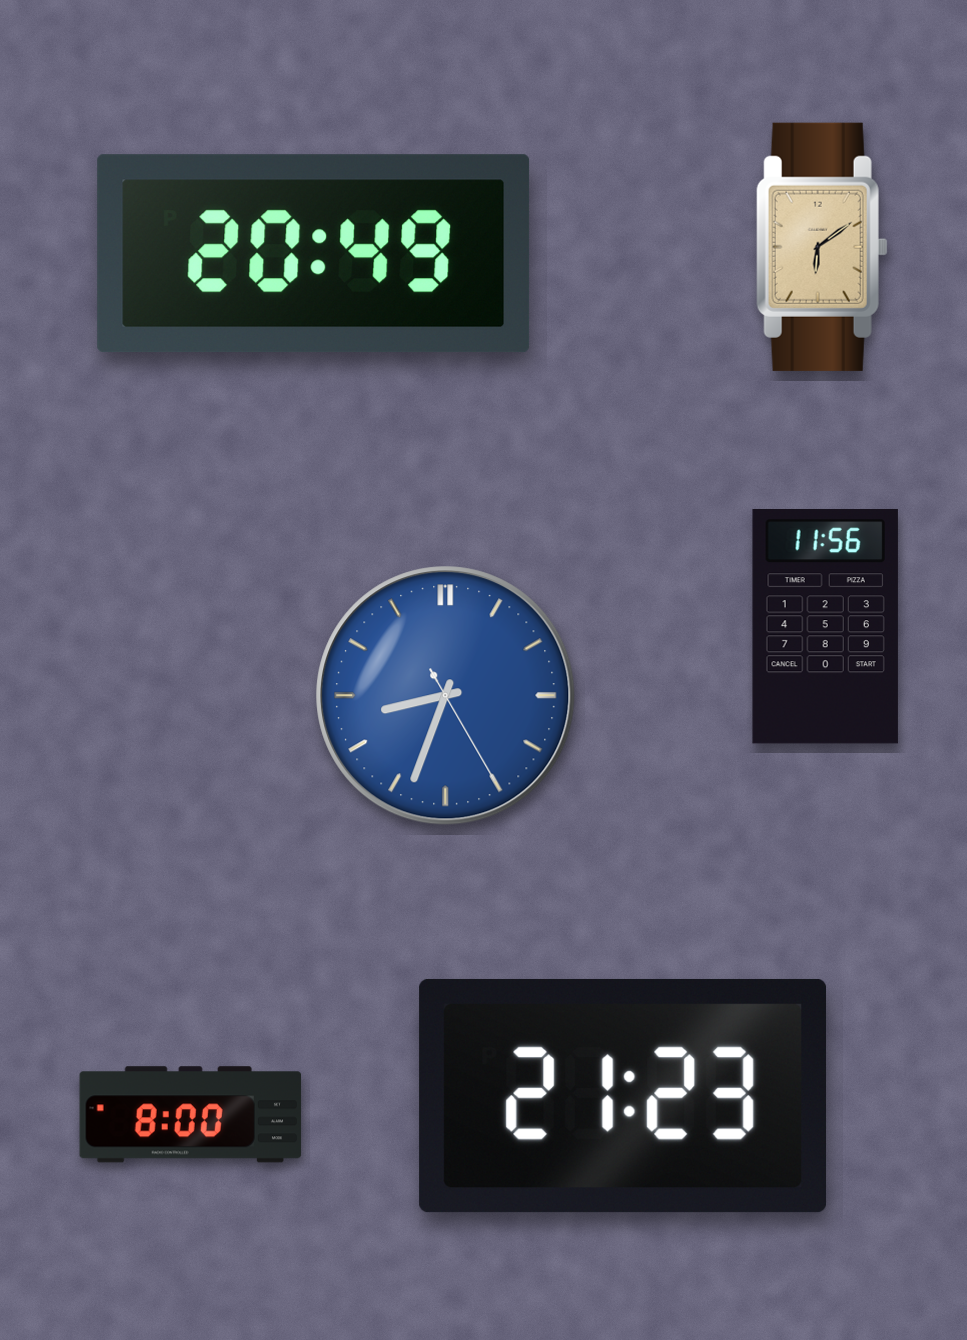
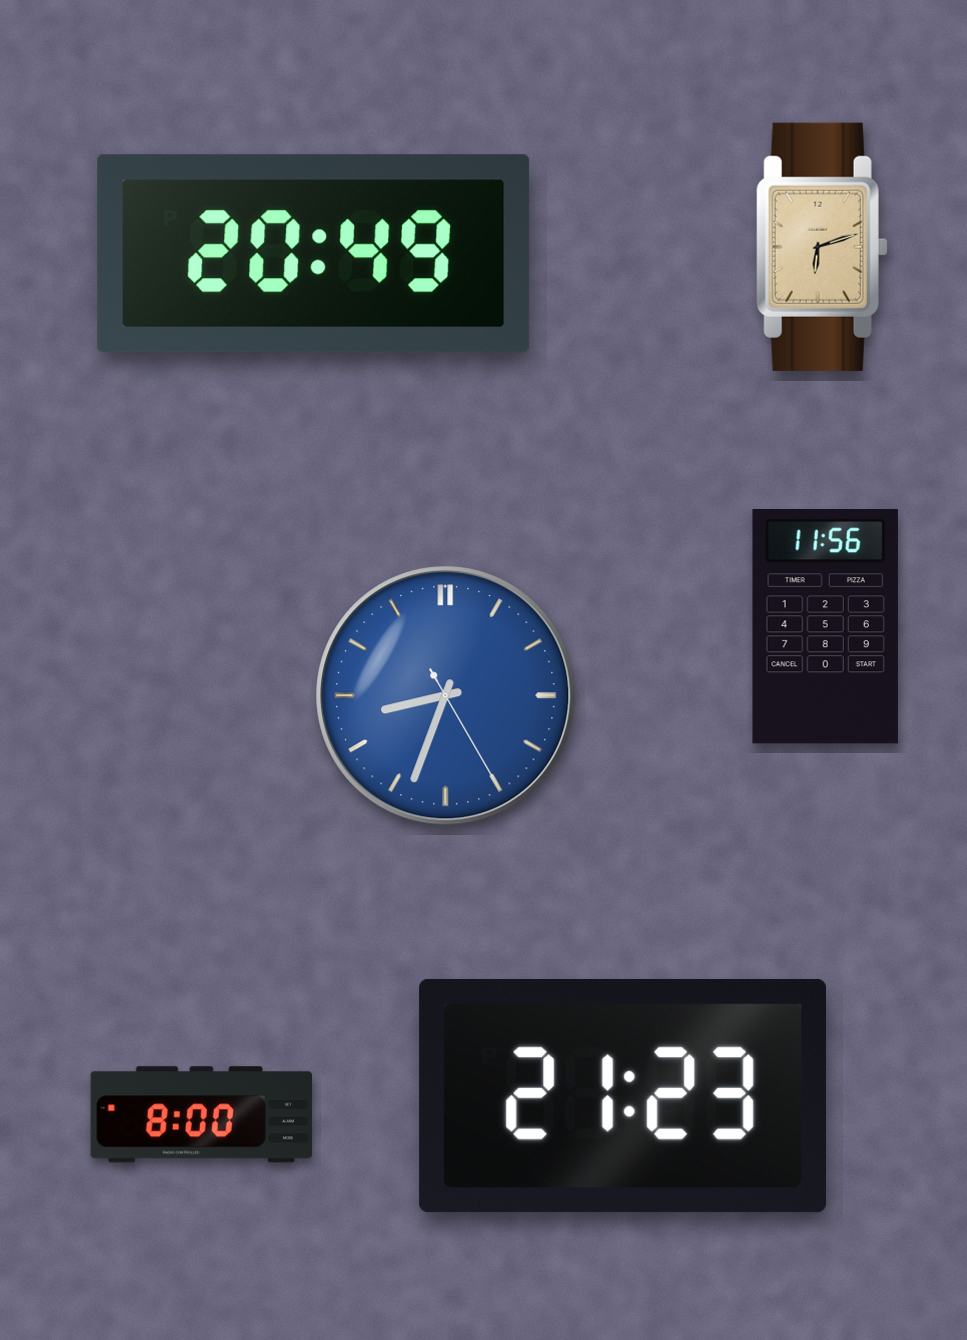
clock at (822, 247): 6:09 -> 6:12
clock at (191, 1115) position: (191, 1115) -> (202, 1115)
